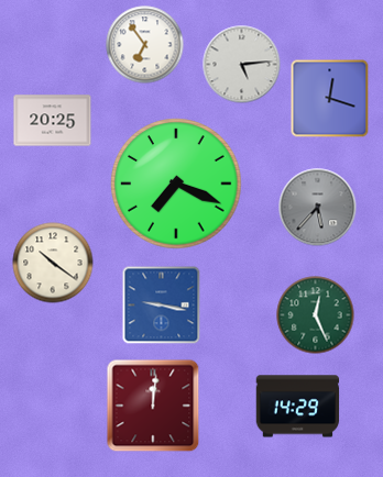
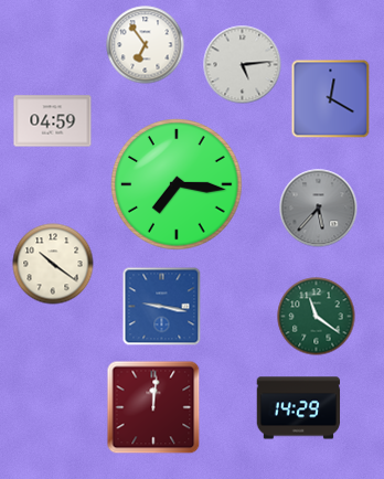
clock at (330, 99): 12:18 -> 12:20
clock at (53, 121): 20:25 -> 04:59
clock at (176, 184): 7:19 -> 7:16
clock at (316, 315): 12:26 -> 11:21
